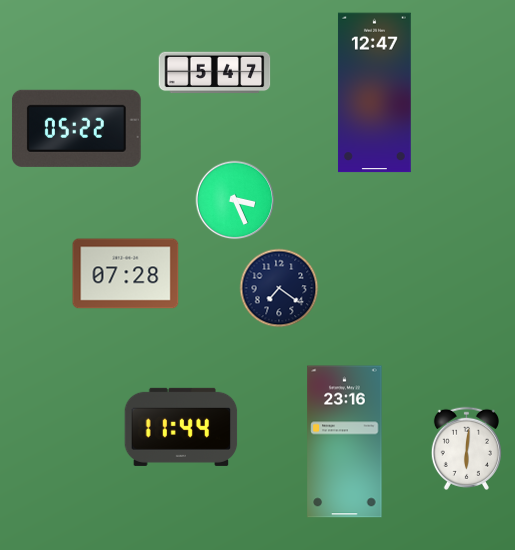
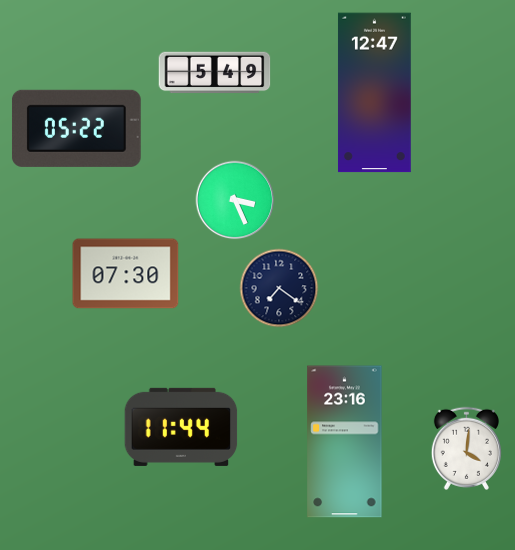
clock at (215, 73): 5:47 -> 5:49
clock at (126, 274): 07:28 -> 07:30
clock at (466, 448): 6:01 -> 4:01
